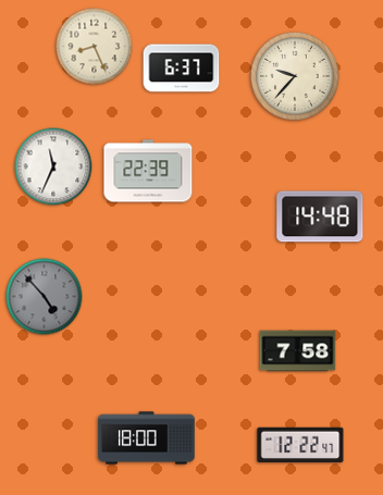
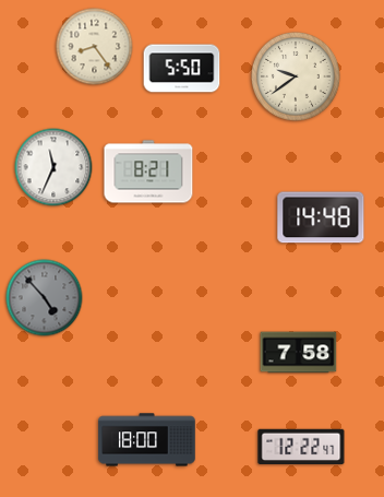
clock at (95, 47): 8:26 -> 8:24
clock at (182, 69): 6:37 -> 5:50
clock at (295, 76): 9:37 -> 9:39
clock at (148, 171): 22:39 -> 8:21
